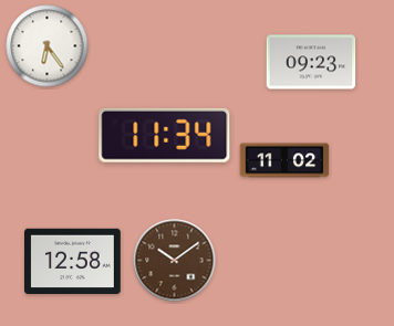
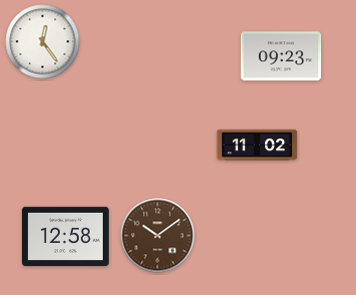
clock at (48, 46): 6:24 -> 12:24
clock at (165, 135): 11:34 -> none
